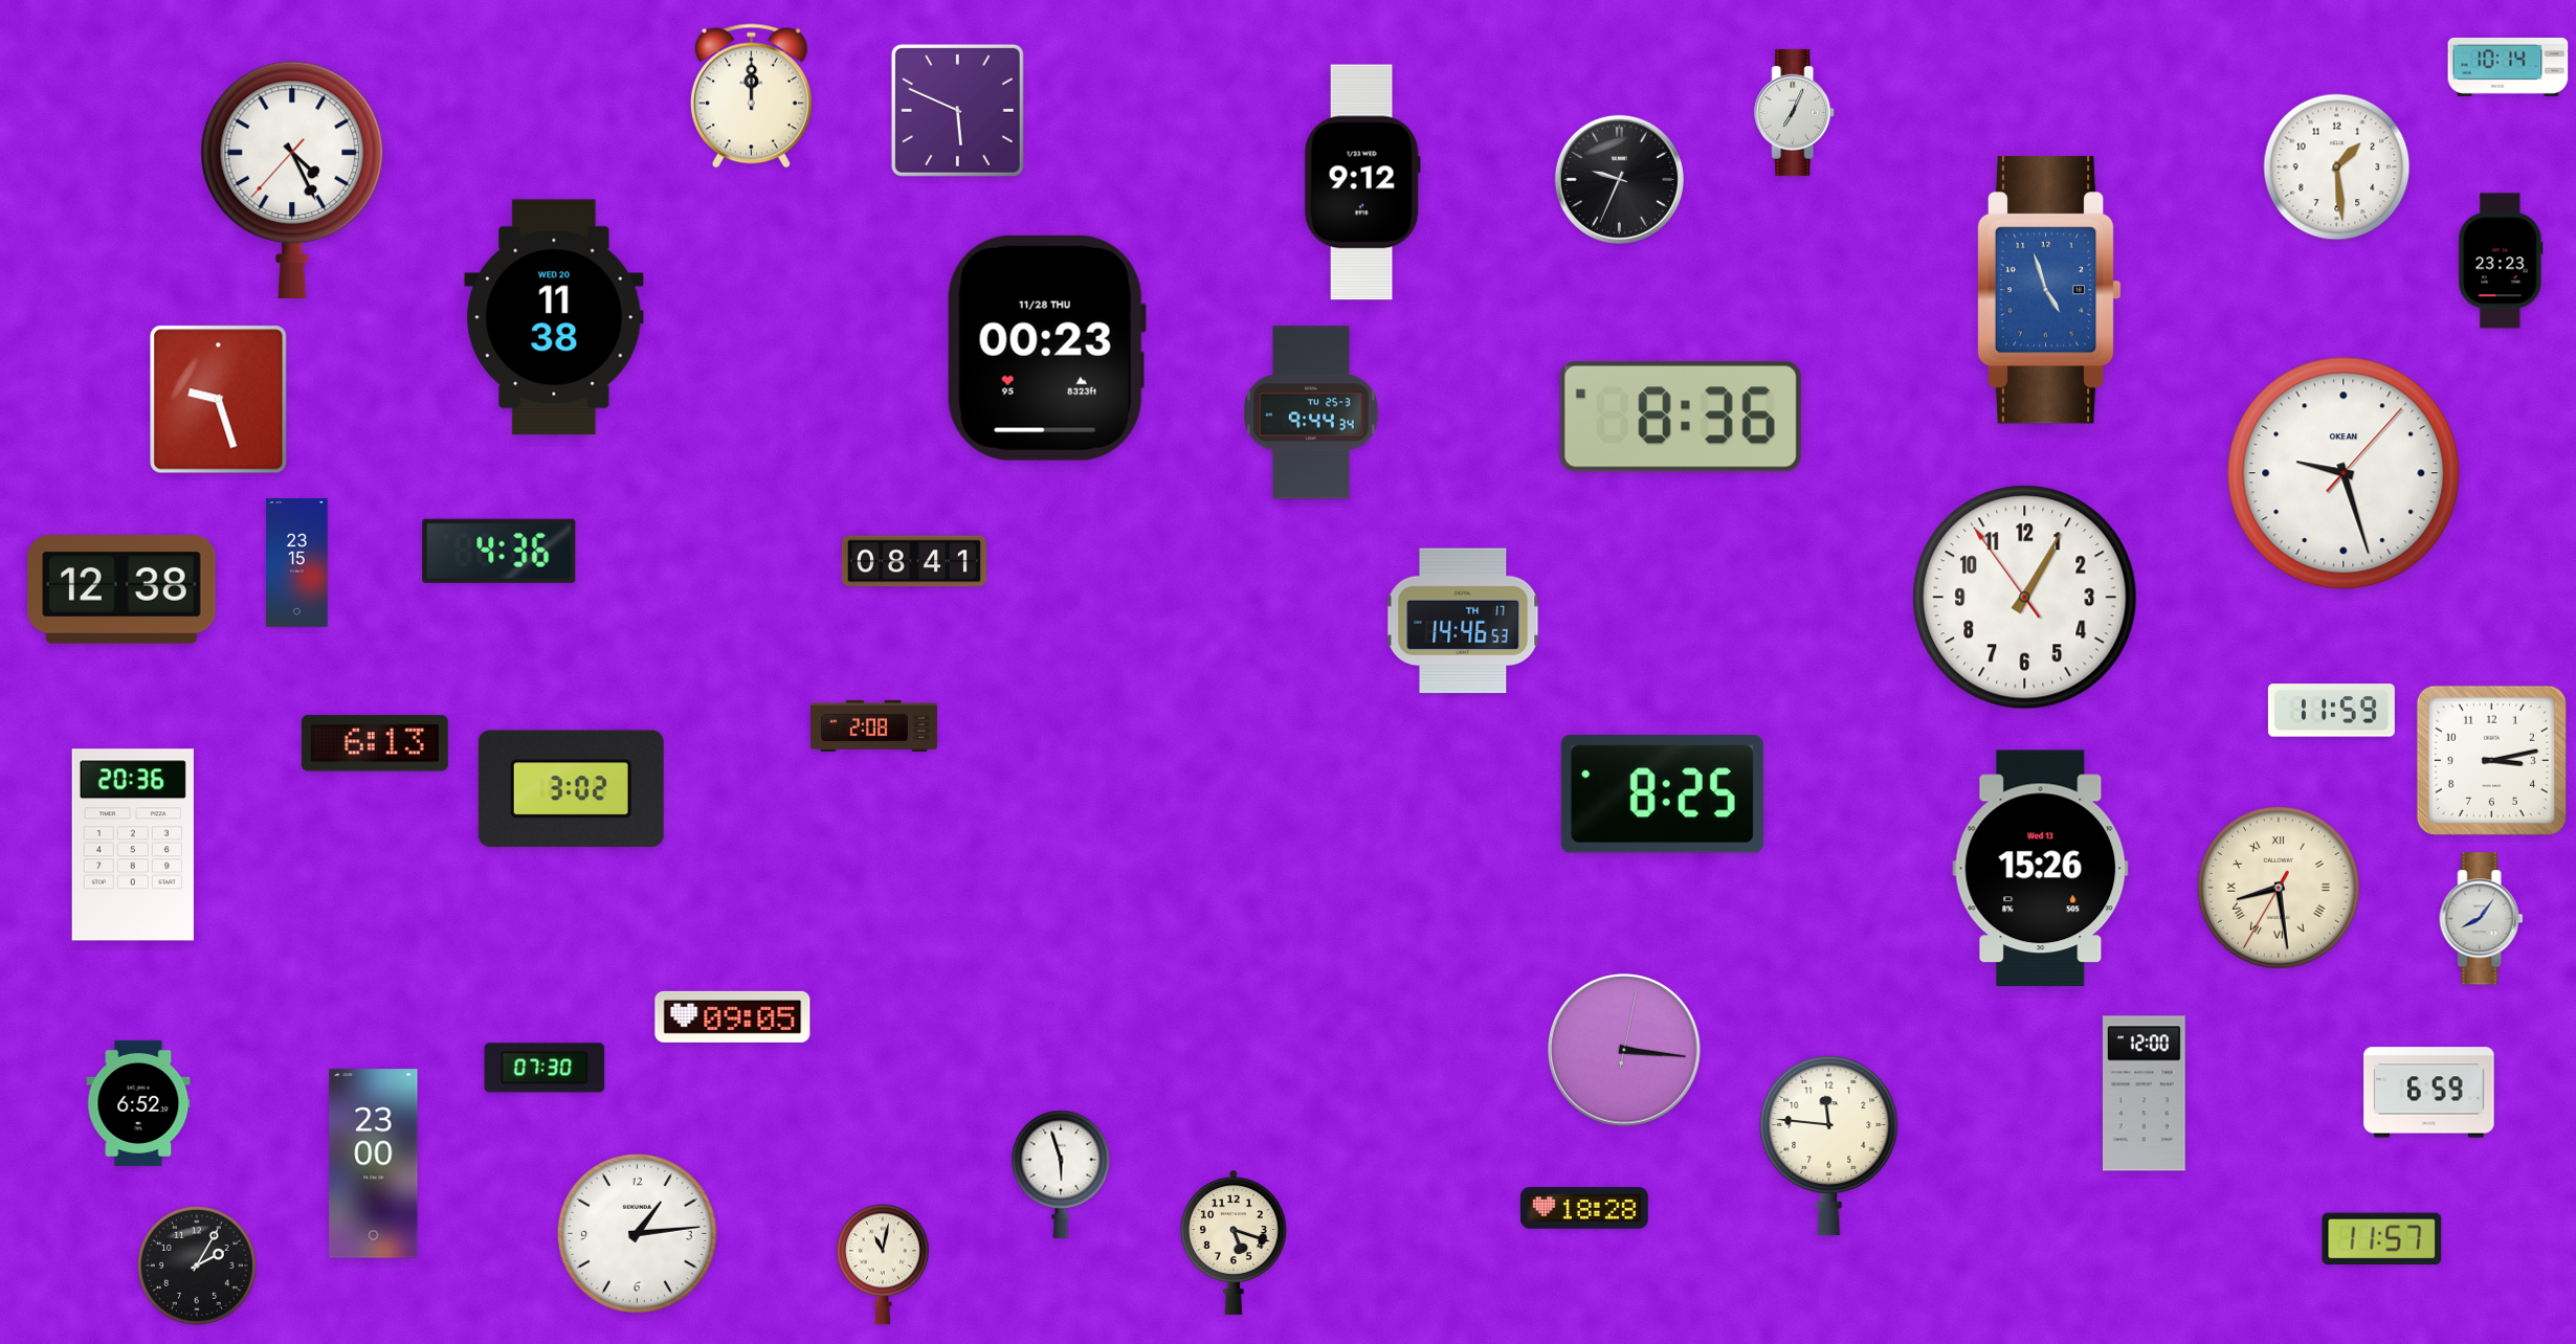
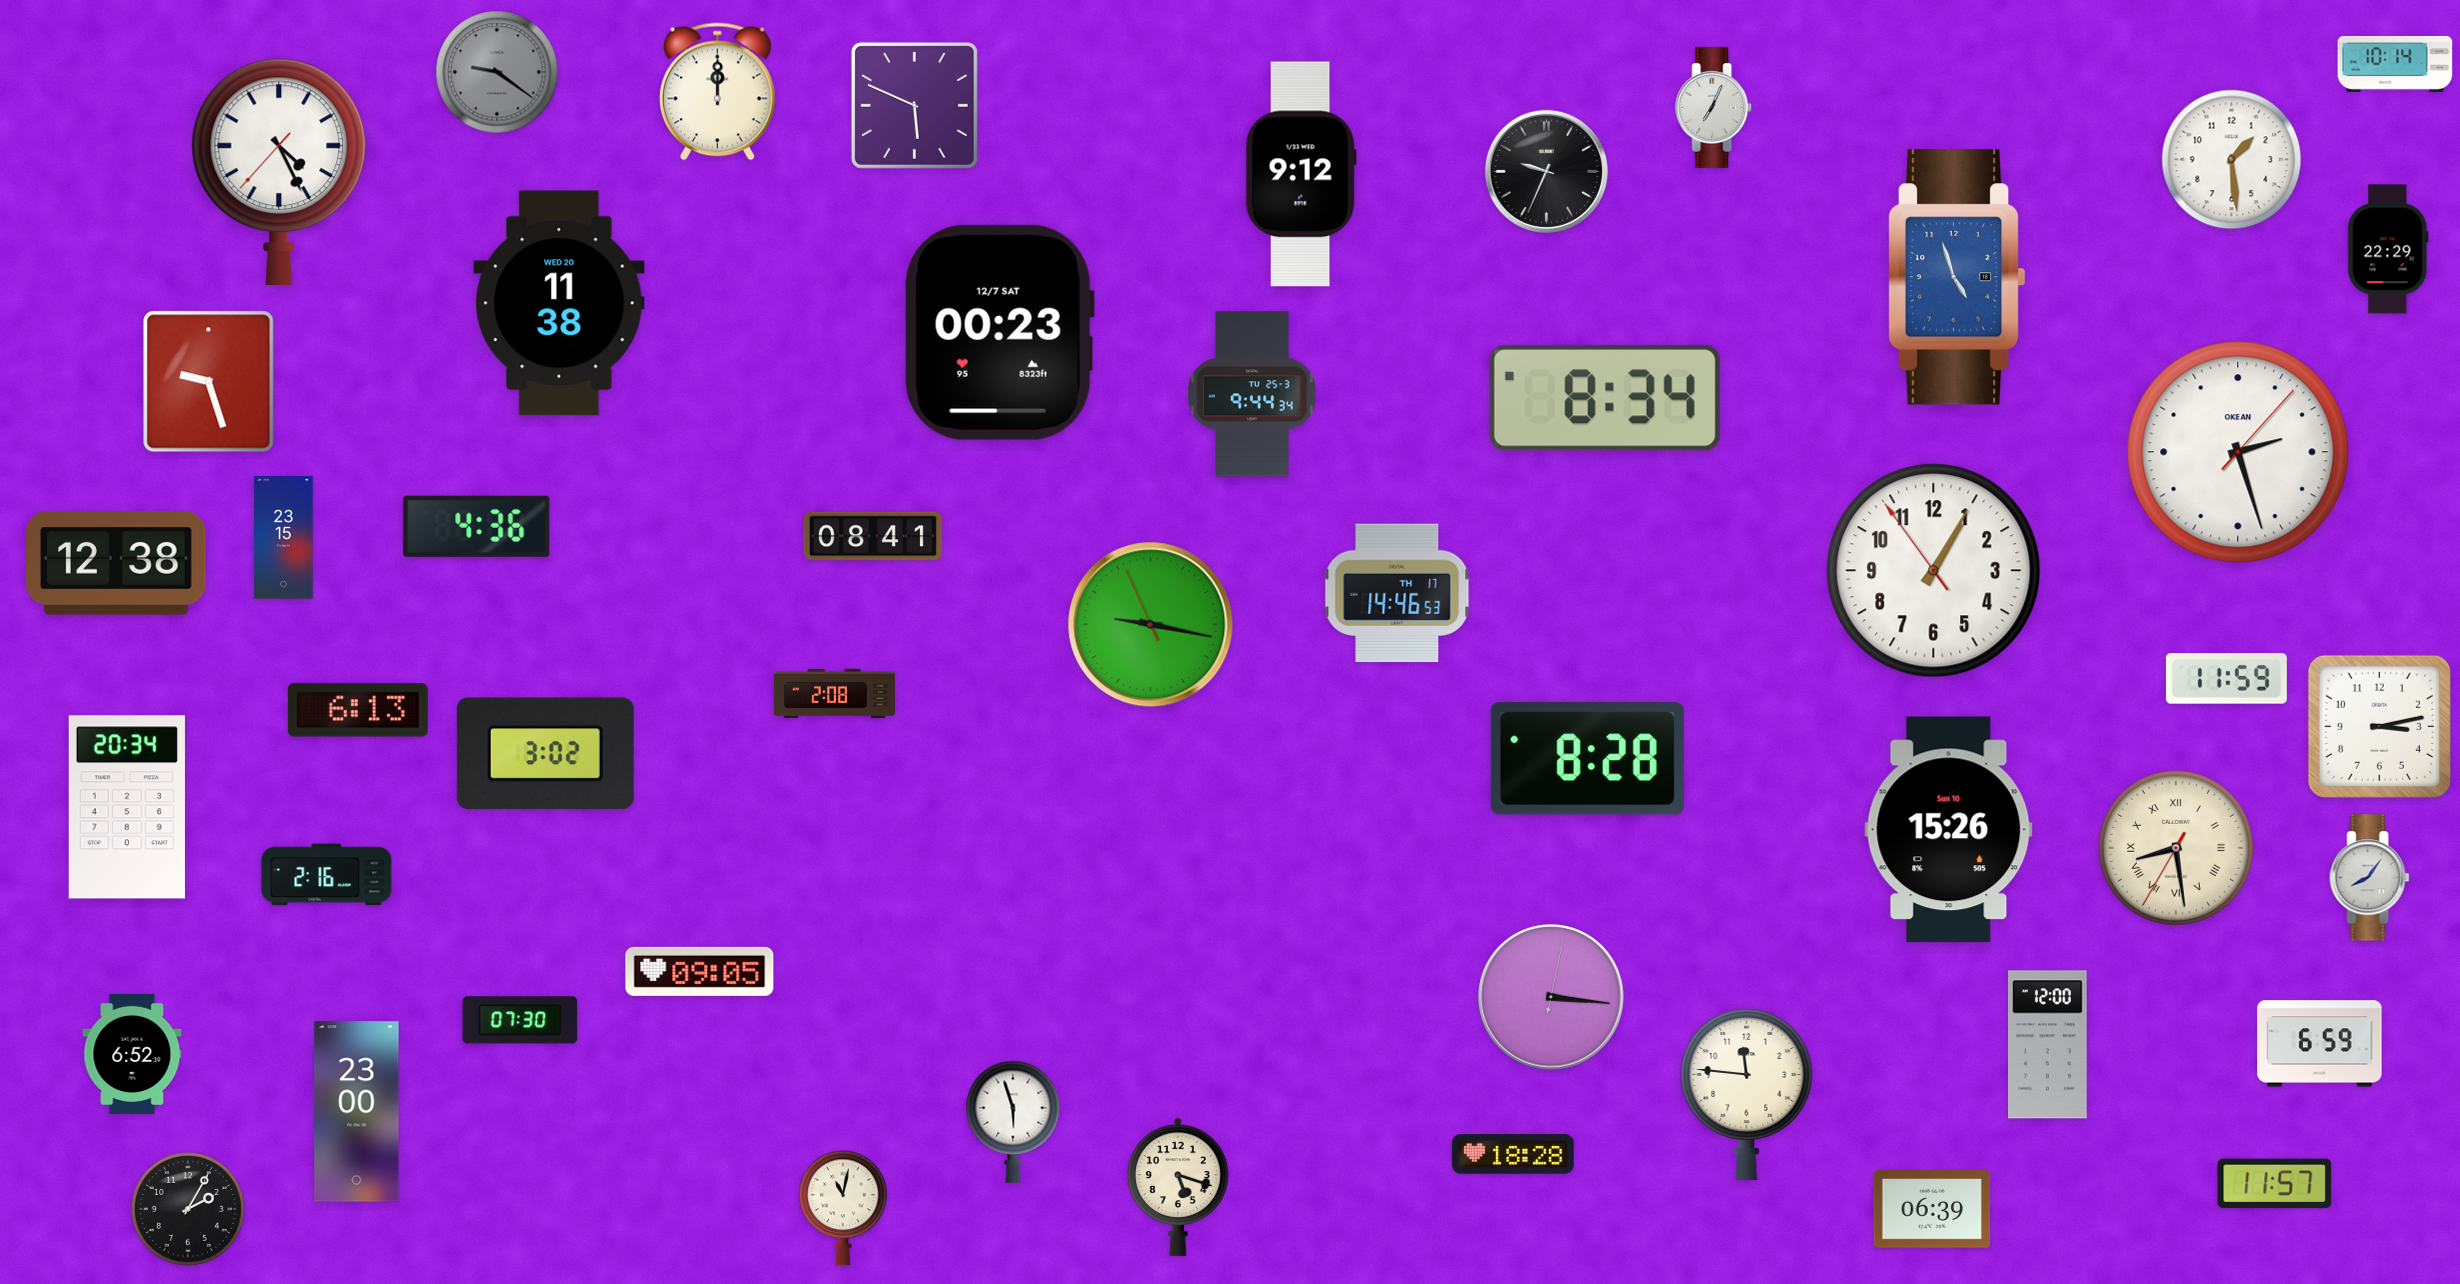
clock at (497, 72): none -> 9:21
clock at (2501, 261): 23:23 -> 22:29
clock at (554, 317) position: (554, 317) -> (559, 303)
clock at (1046, 348) date: 11/28 THU -> 12/7 SAT
clock at (1681, 417): 8:36 -> 8:34
clock at (2344, 473): 9:27 -> 2:27
clock at (1151, 625): none -> 9:16
clock at (1662, 794): 8:25 -> 8:28
clock at (133, 845): 20:36 -> 20:34
clock at (2041, 869) date: Wed 13 -> Sun 10
clock at (327, 875): none -> 2:16
clock at (1624, 1050) position: (1624, 1050) -> (1551, 997)
clock at (637, 1233): 1:14 -> none
clock at (1932, 1209): none -> 06:39
